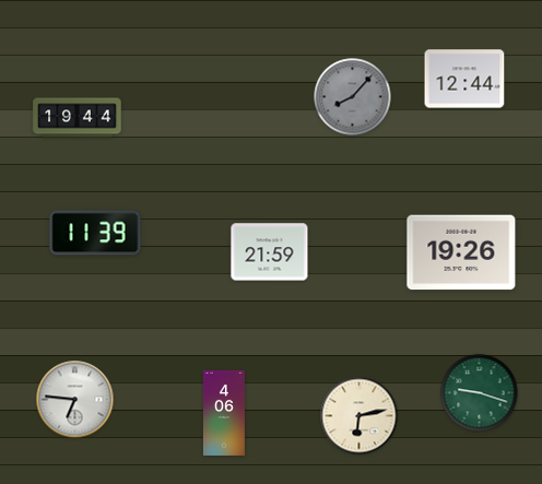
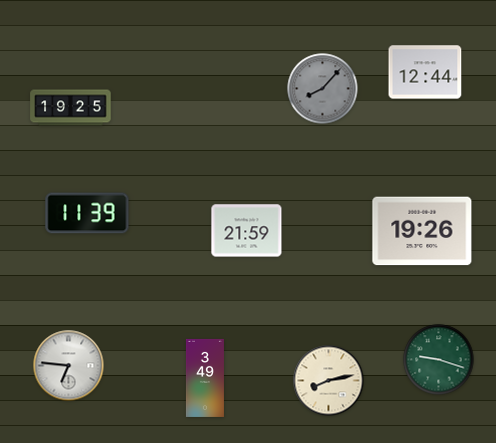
clock at (78, 118): 19:44 -> 19:25
clock at (224, 413): 4:06 -> 3:49
clock at (360, 416): 6:13 -> 8:13
